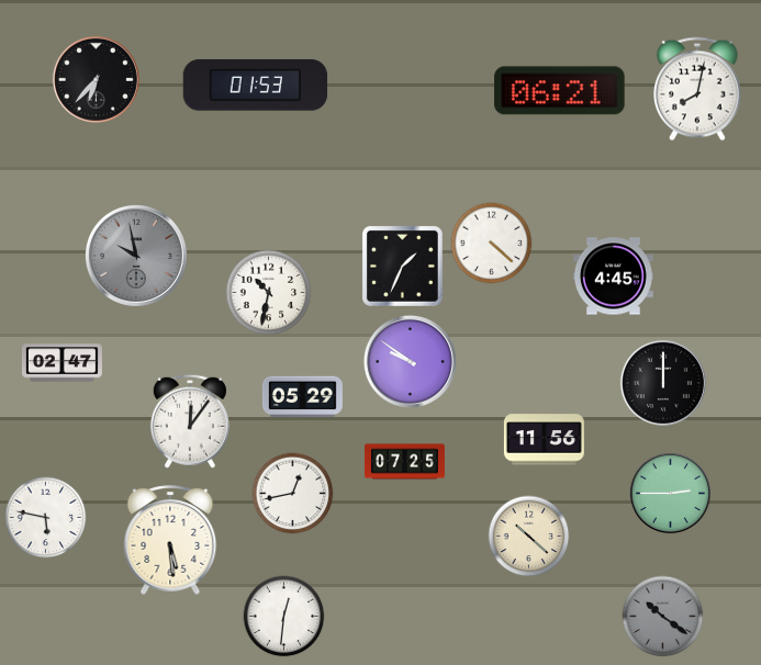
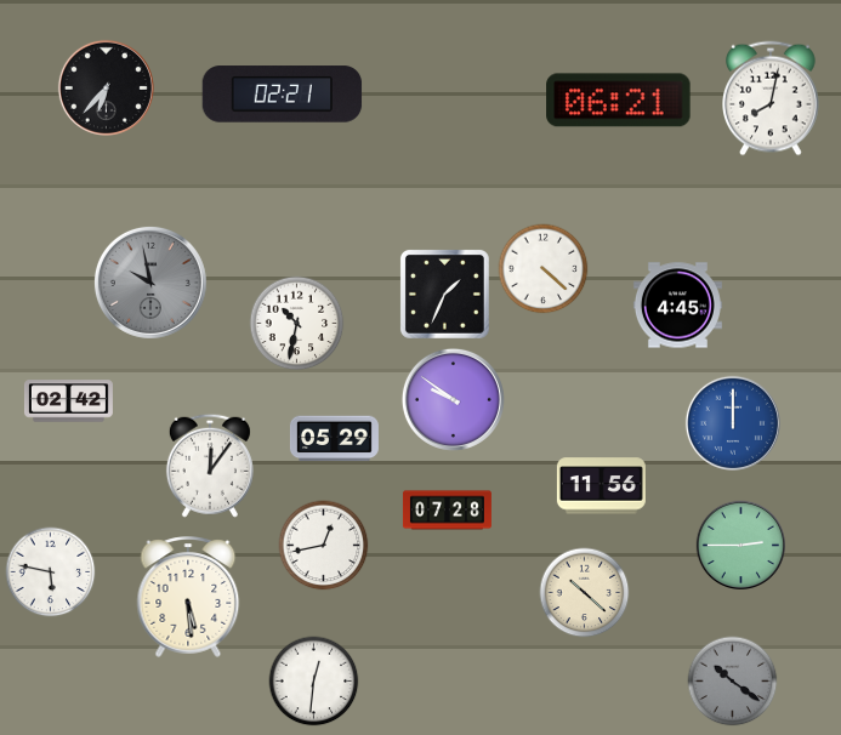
clock at (256, 86): 01:53 -> 02:21
clock at (61, 363): 02:47 -> 02:42
clock at (663, 383) dial: black -> blue
clock at (404, 462): 07:25 -> 07:28
